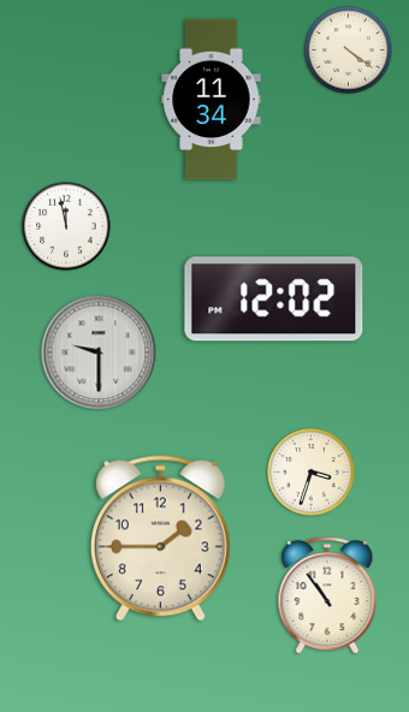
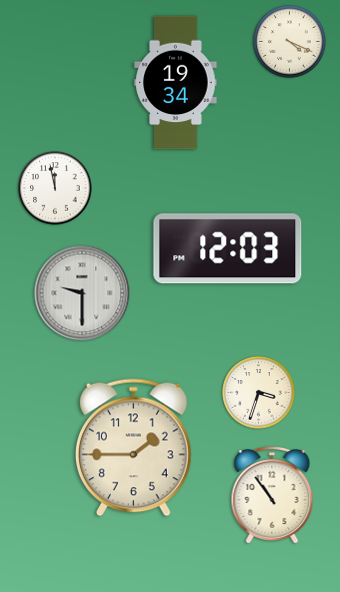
clock at (349, 51): 4:21 -> 4:19
clock at (212, 100): 11:34 -> 19:34
clock at (274, 299): 12:02 -> 12:03
